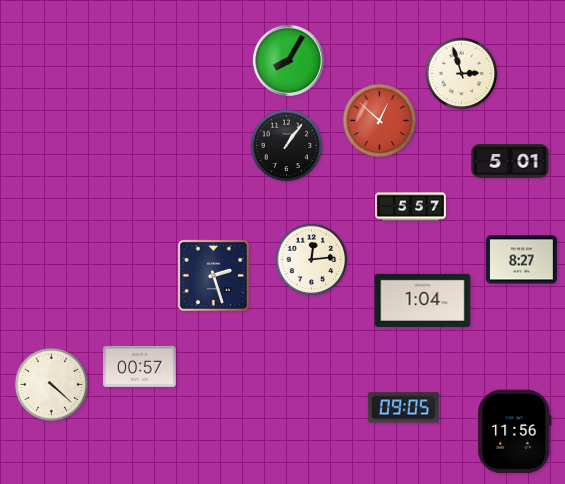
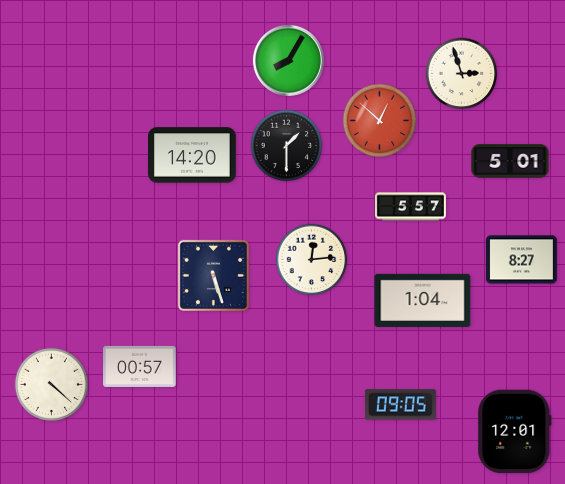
clock at (287, 146): 1:06 -> 1:30
clock at (193, 155): none -> 14:20
clock at (213, 275): 2:27 -> 5:27
clock at (403, 408) position: (403, 408) -> (400, 405)
clock at (515, 432): 11:56 -> 12:01
